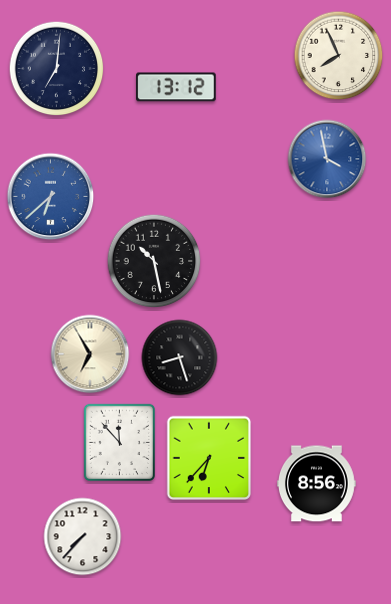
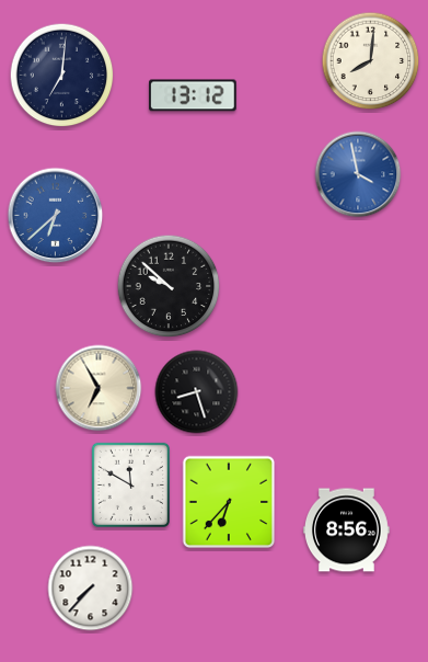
clock at (339, 56): 7:56 -> 8:01
clock at (154, 261): 10:28 -> 9:52
clock at (119, 442): 11:53 -> 11:50
